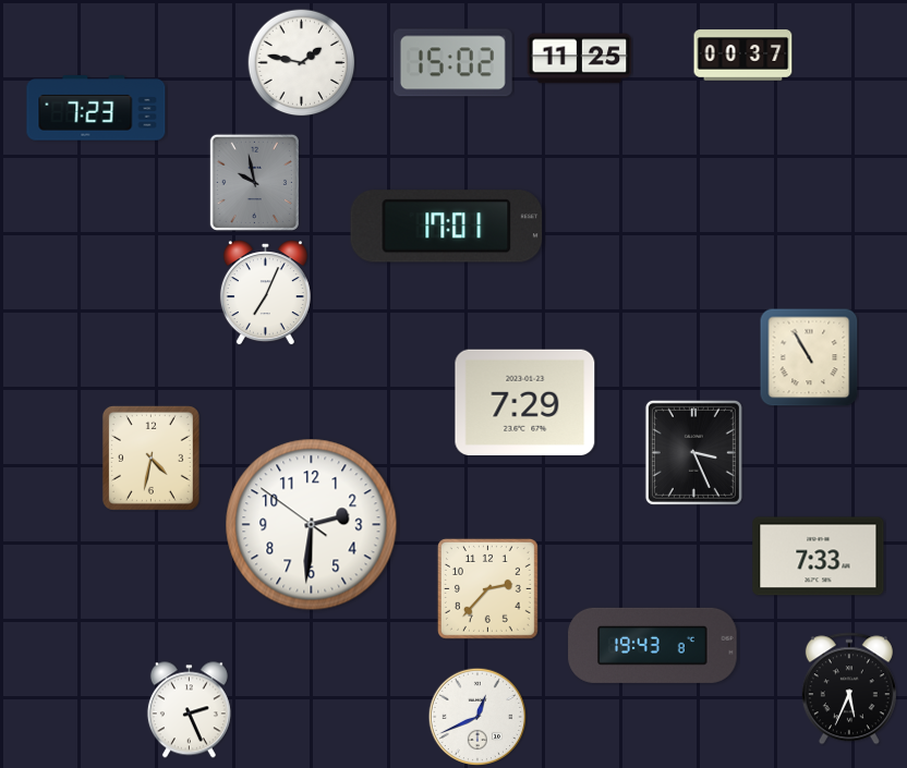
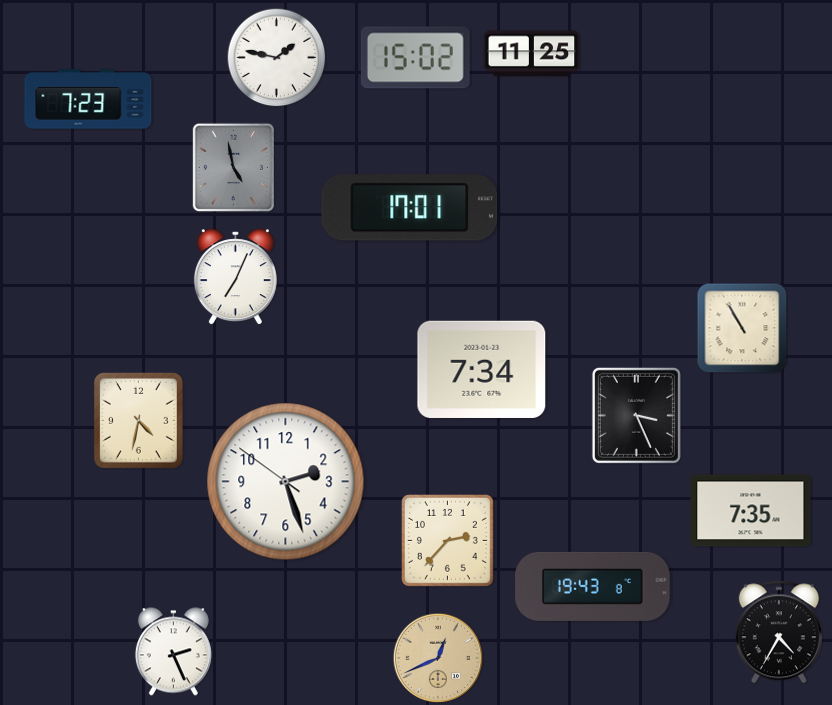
clock at (743, 56): 00:37 -> none
clock at (254, 182): 9:58 -> 4:58
clock at (265, 293) position: (265, 293) -> (235, 277)
clock at (525, 402): 7:29 -> 7:34
clock at (312, 525): 2:30 -> 2:26
clock at (819, 557): 7:33 -> 7:35
clock at (653, 645) position: (653, 645) -> (593, 586)
clock at (849, 688): 5:34 -> 4:35
clock at (477, 717) dial: white -> champagne
